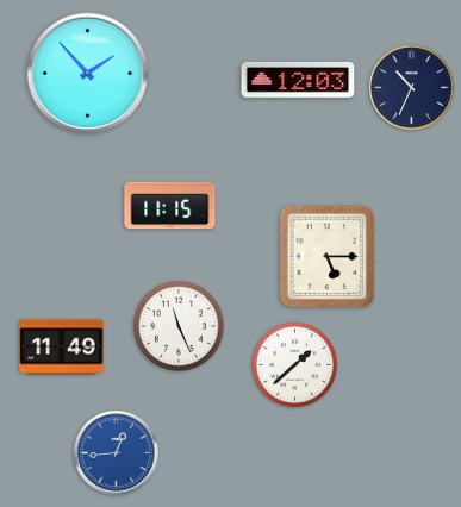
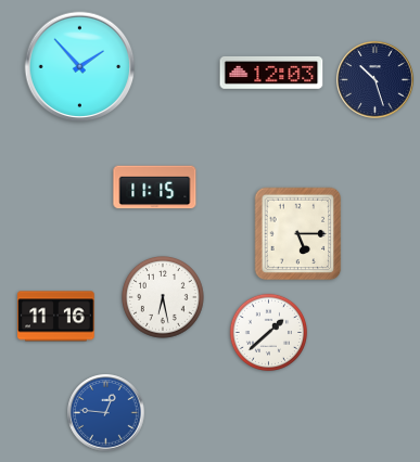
clock at (412, 88): 10:34 -> 10:27
clock at (180, 327): 11:26 -> 6:28
clock at (62, 348): 11:49 -> 11:16
clock at (117, 453): 12:44 -> 12:46
